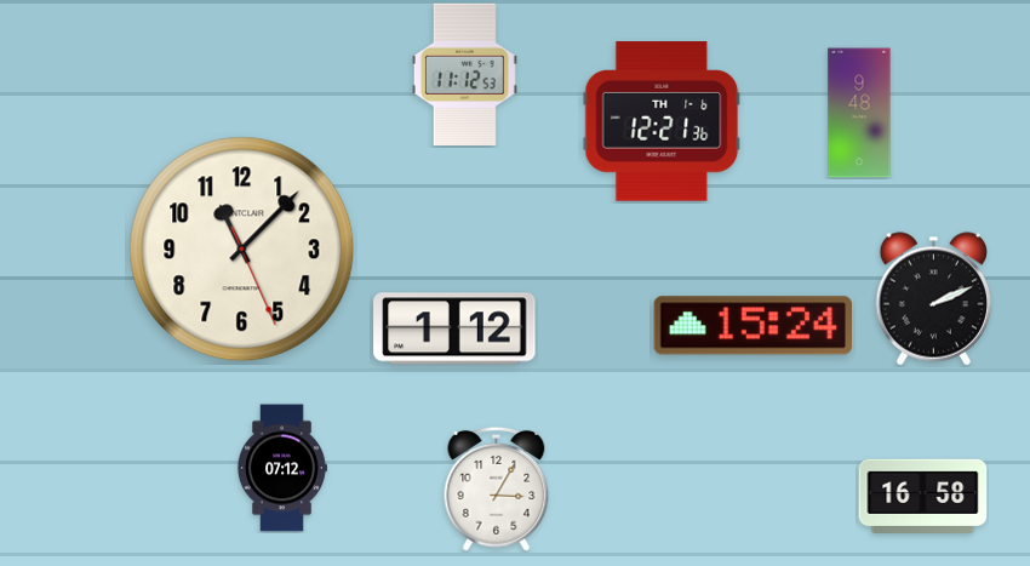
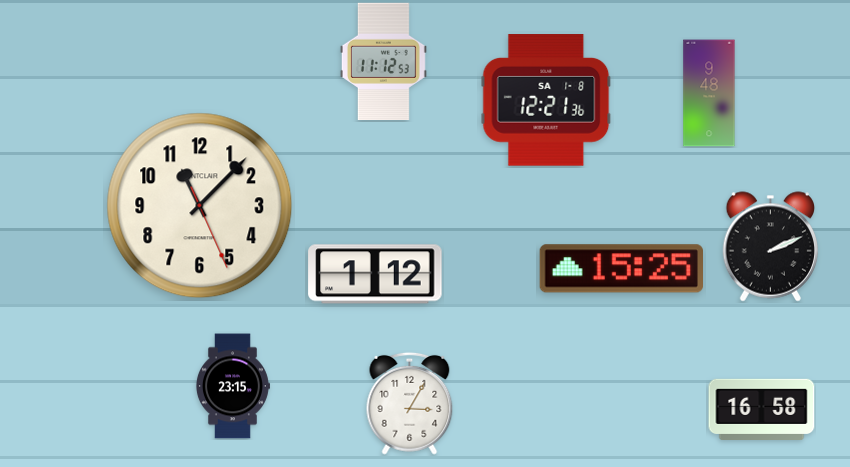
clock at (662, 121) date: TH 1-6 -> SA 1-8
clock at (753, 326): 15:24 -> 15:25
clock at (454, 328) position: (454, 328) -> (375, 274)
clock at (282, 468): 07:12 -> 23:15
